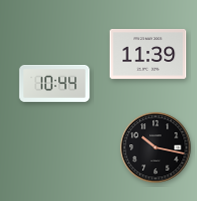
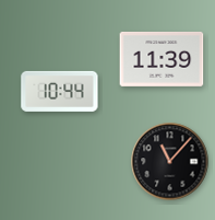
clock at (156, 148): 10:17 -> 11:07
